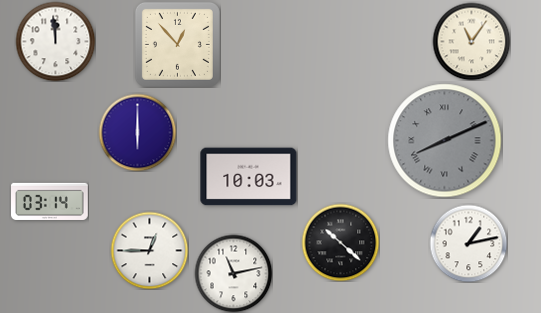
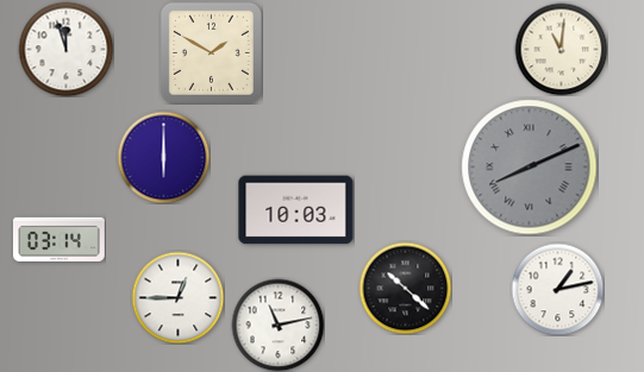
clock at (55, 41): 11:59 -> 11:57
clock at (471, 41): 11:06 -> 11:01
clock at (177, 44): 12:53 -> 1:50
